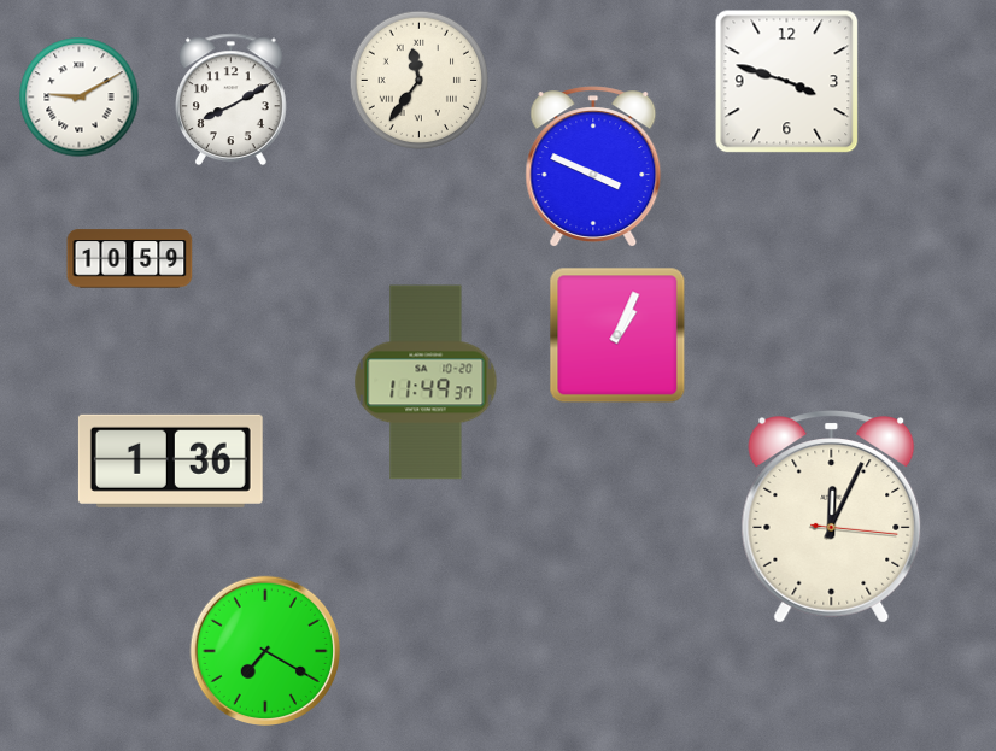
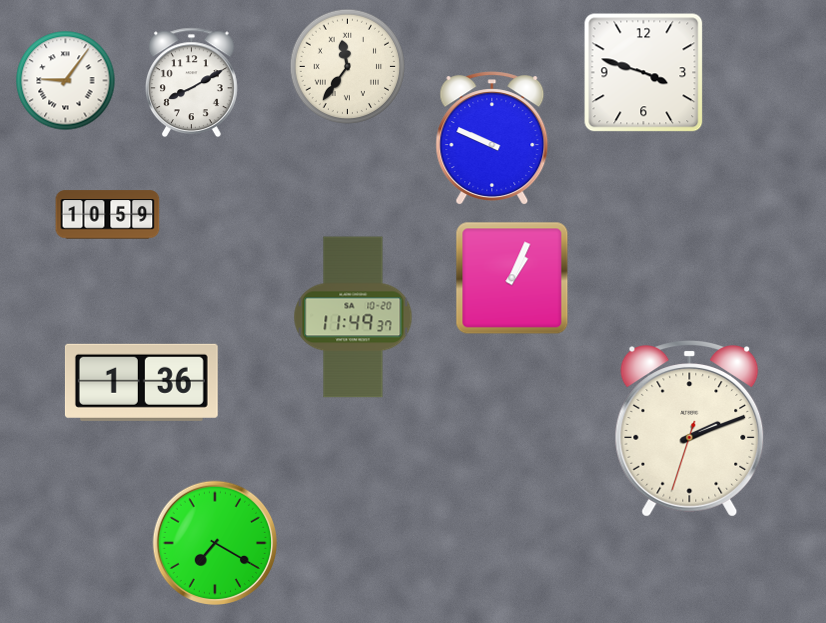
clock at (787, 82) position: (787, 82) -> (644, 73)
clock at (80, 98): 9:10 -> 9:06
clock at (593, 166): 3:49 -> 9:49
clock at (832, 517): 12:04 -> 2:11
clock at (264, 650) position: (264, 650) -> (214, 542)
